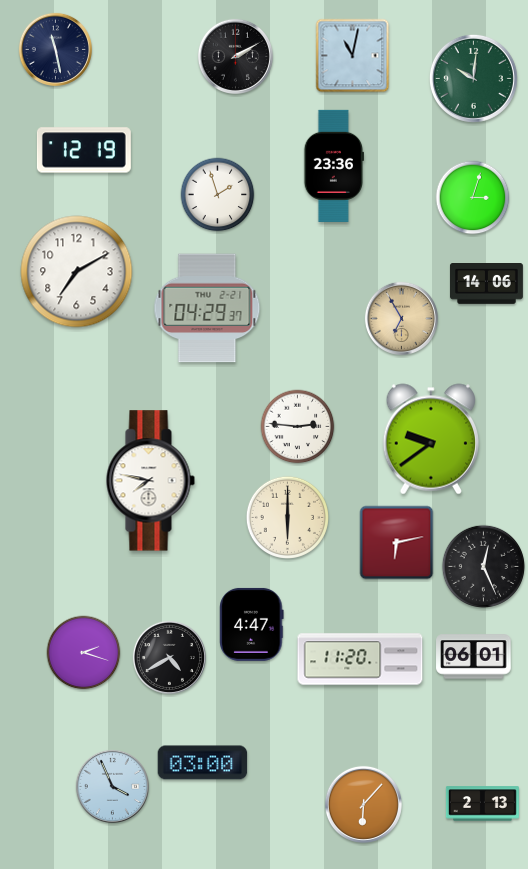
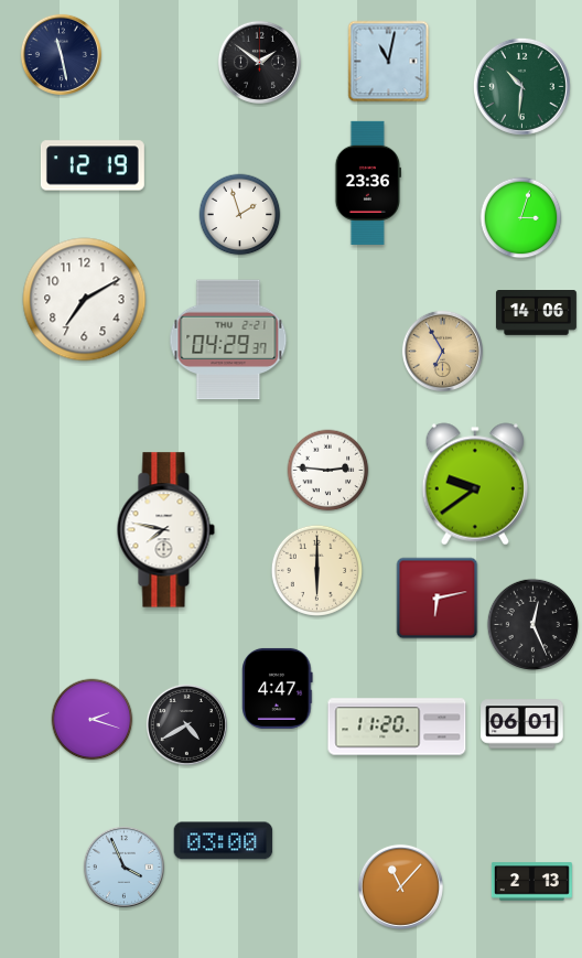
clock at (235, 56): 2:10 -> 1:51
clock at (473, 78): 10:01 -> 10:31
clock at (363, 804): 6:07 -> 11:07
clock at (482, 804) position: (482, 804) -> (531, 882)
